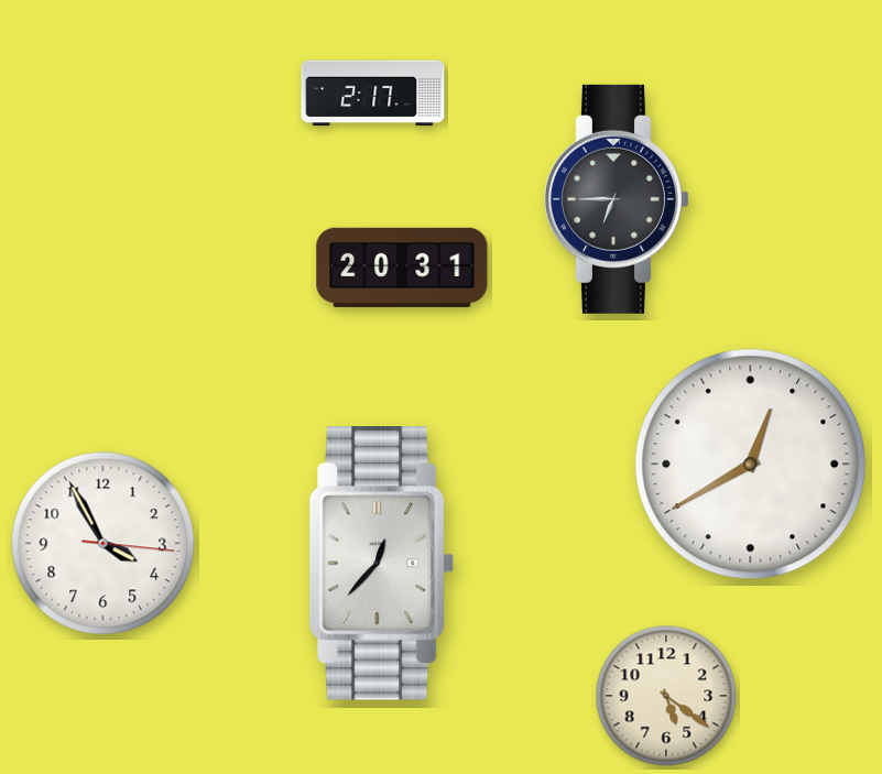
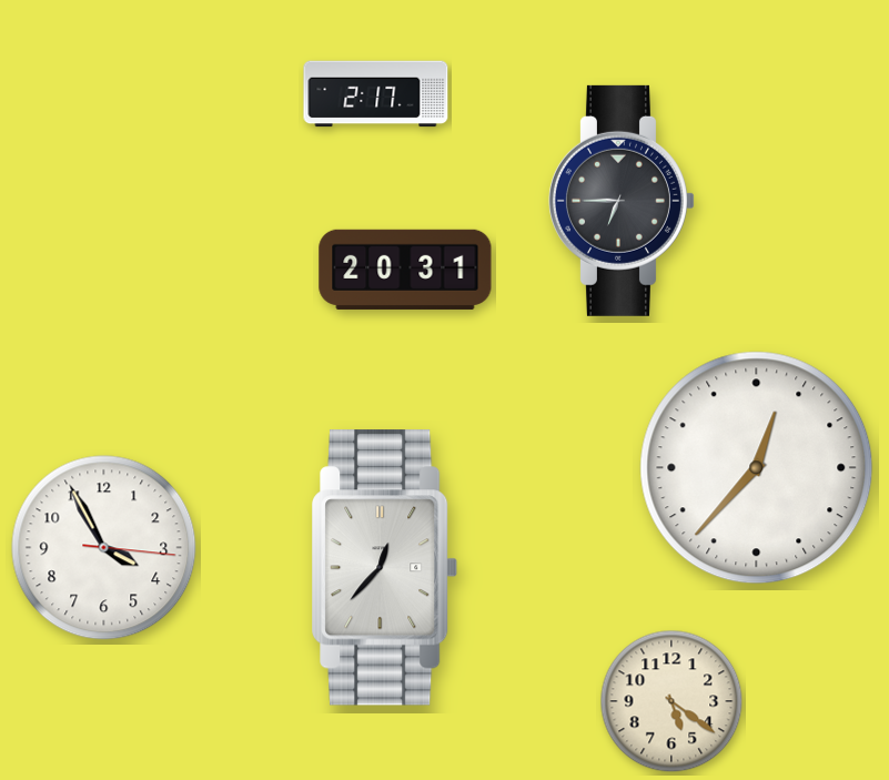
clock at (751, 465): 12:40 -> 12:37
